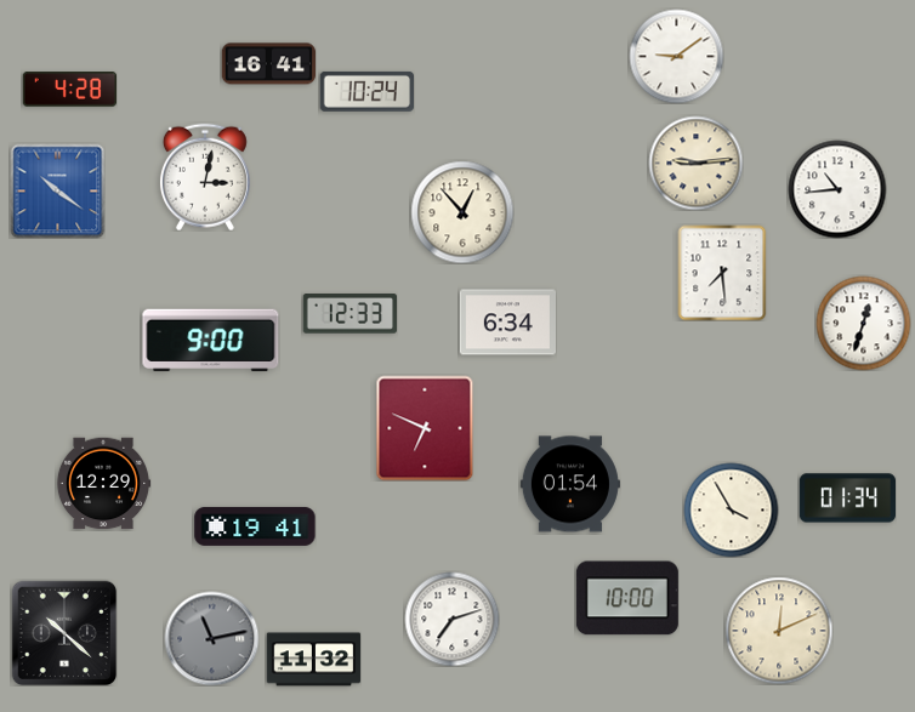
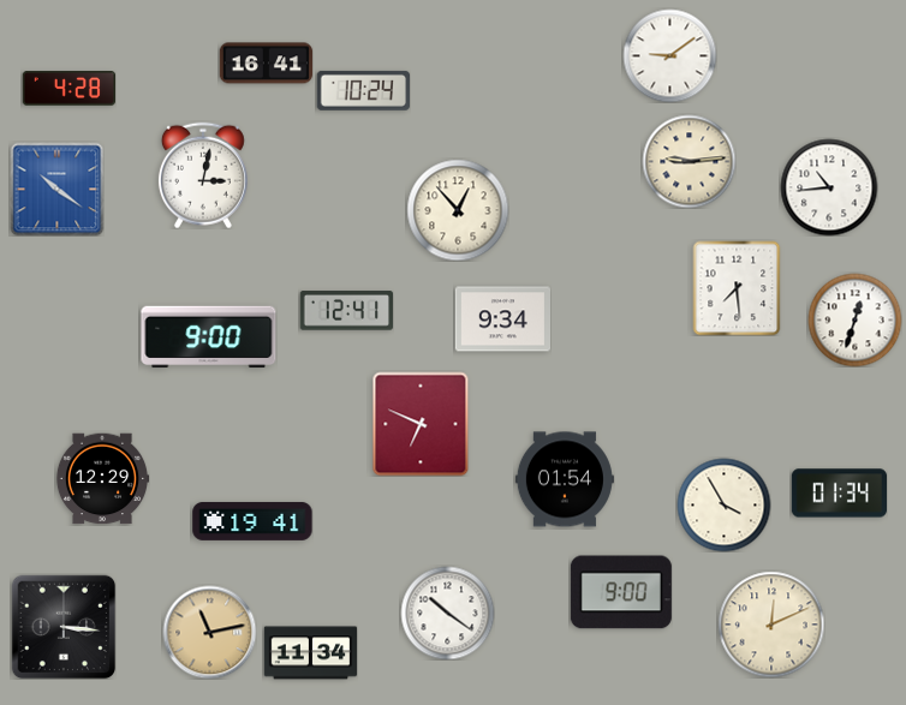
clock at (722, 273) position: (722, 273) -> (737, 288)
clock at (349, 314): 12:33 -> 12:41
clock at (507, 323): 6:34 -> 9:34
clock at (627, 598): 10:00 -> 9:00
clock at (451, 619): 7:12 -> 10:21
clock at (64, 633): 10:22 -> 3:16
clock at (211, 638) dial: grey -> champagne
clock at (313, 660): 11:32 -> 11:34
